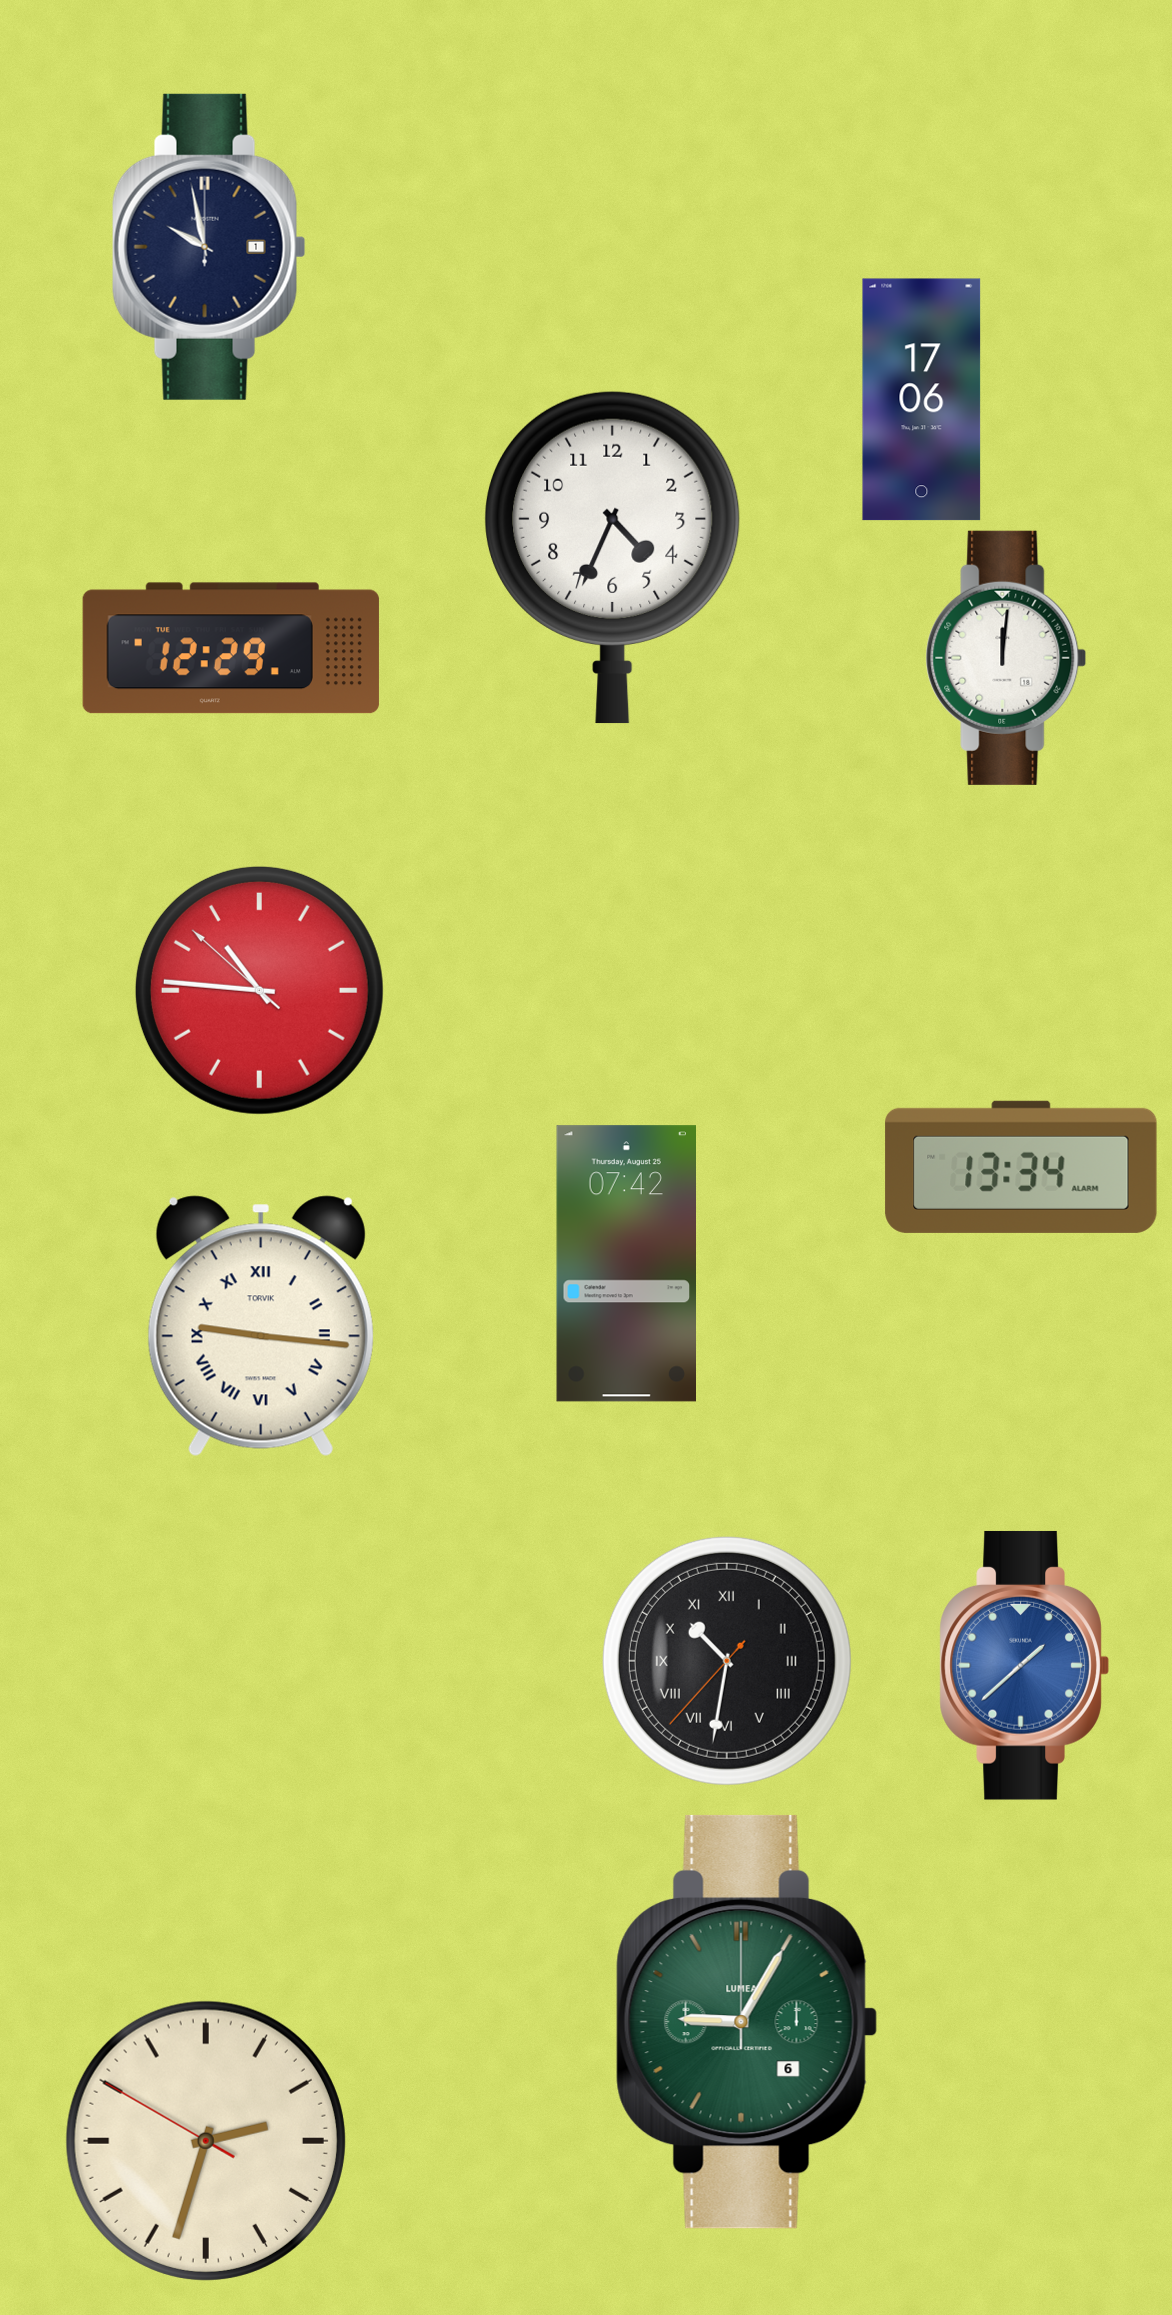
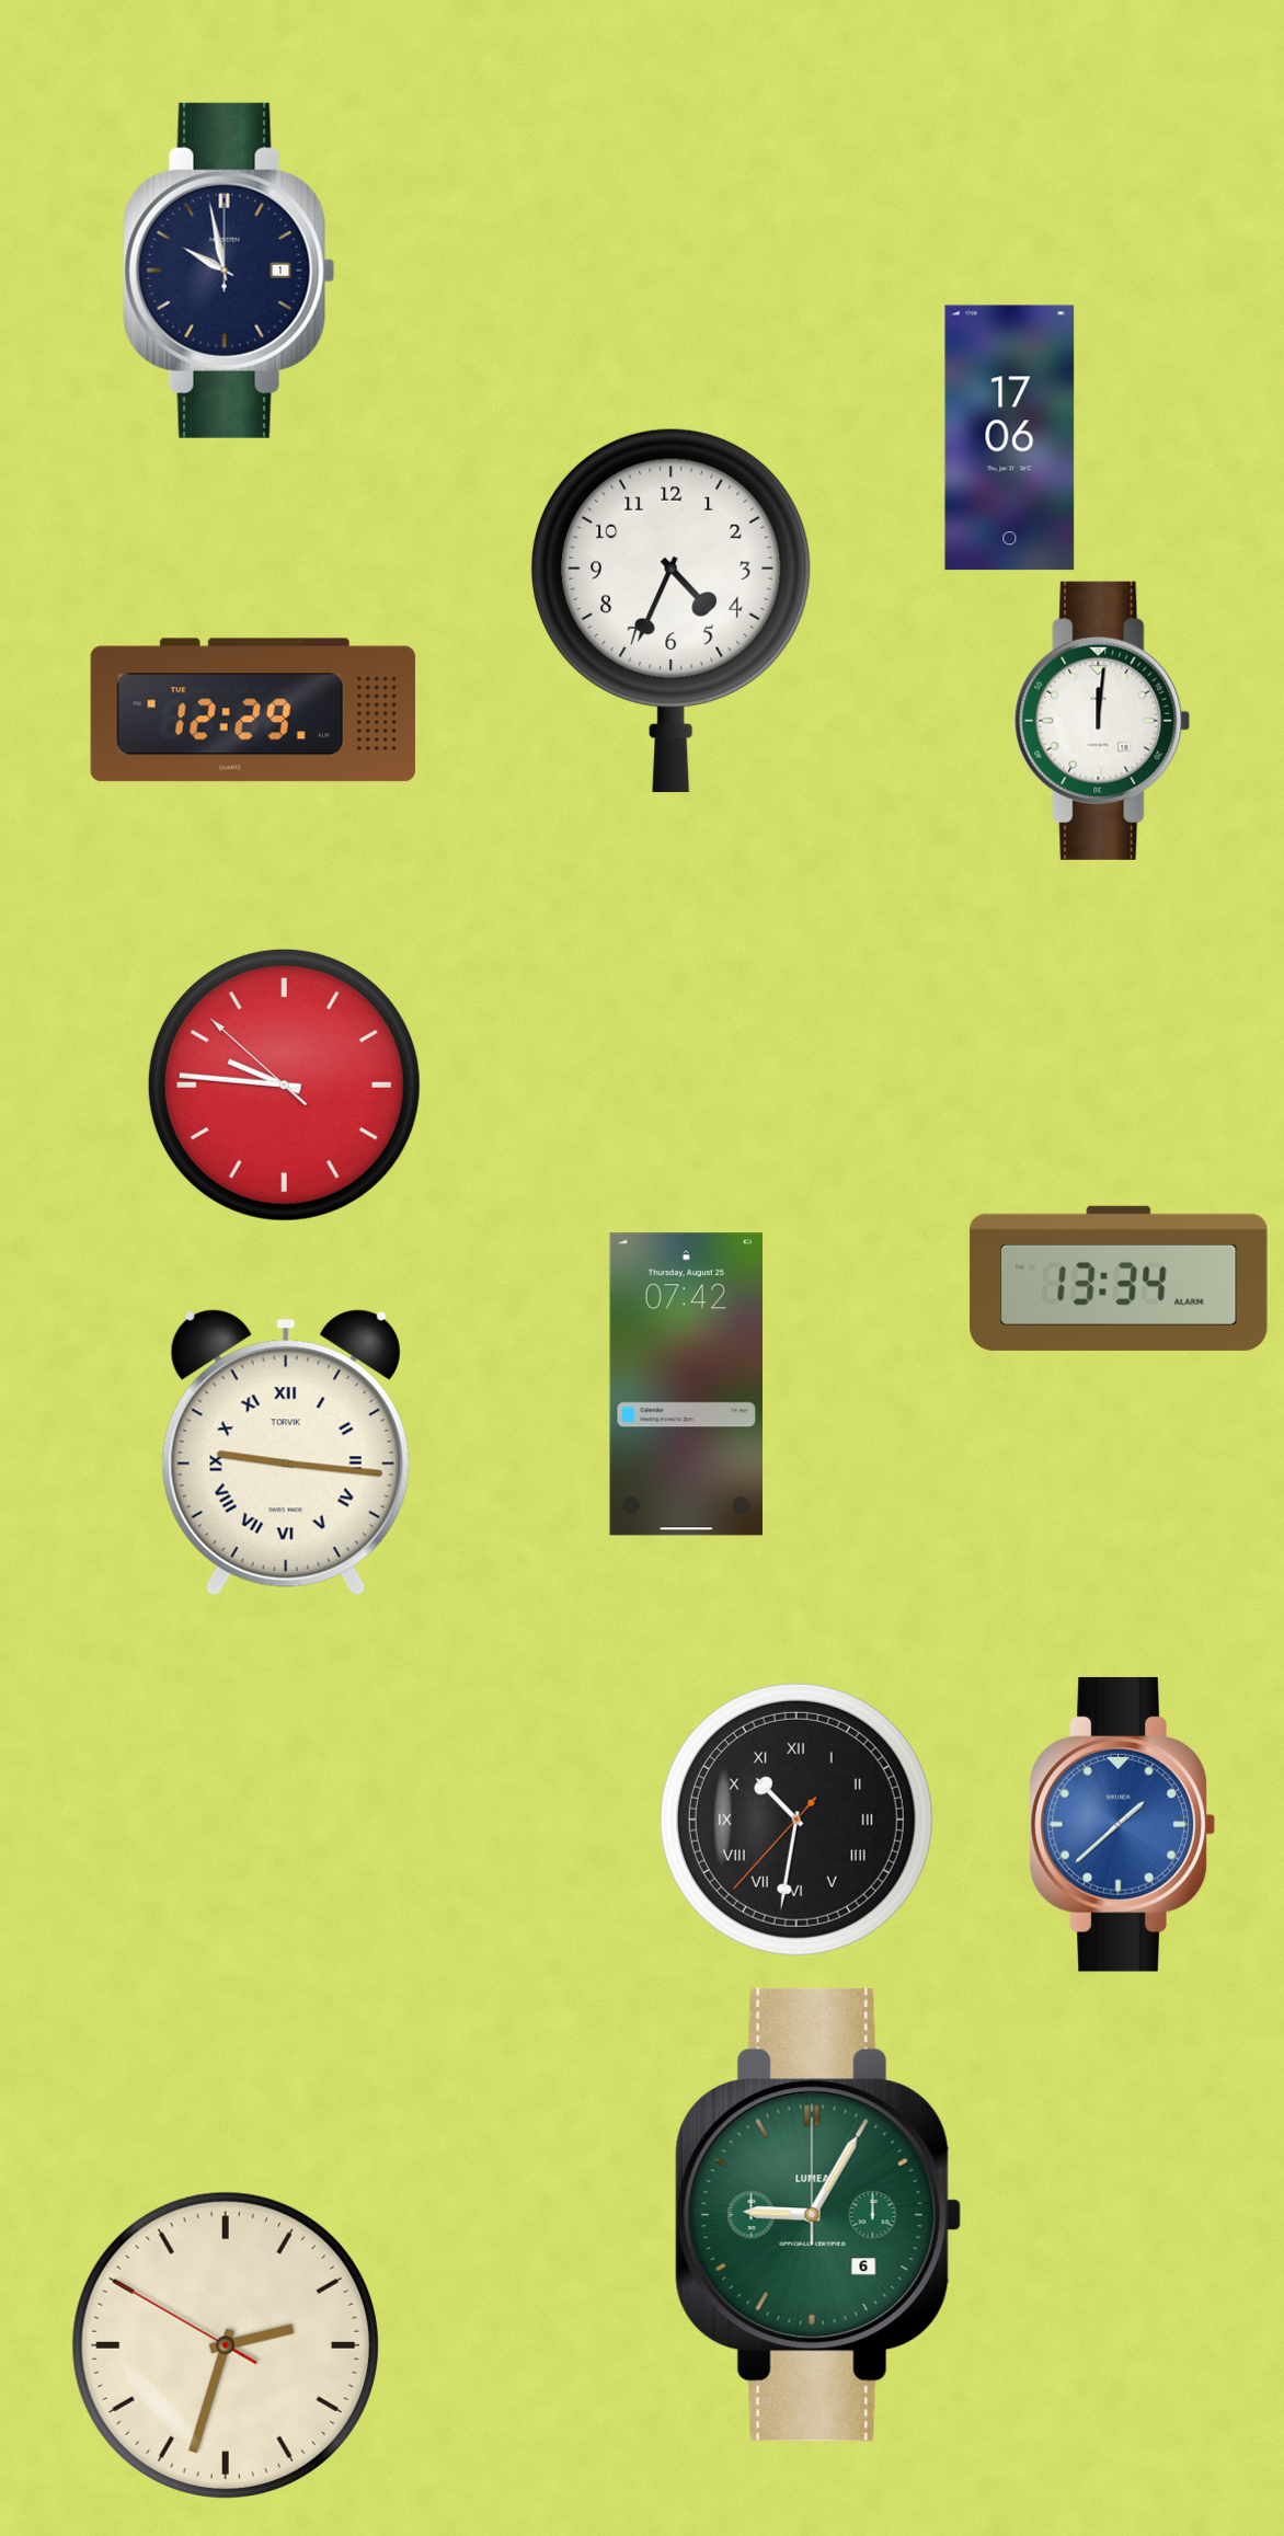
clock at (259, 990): 10:45 -> 9:45
